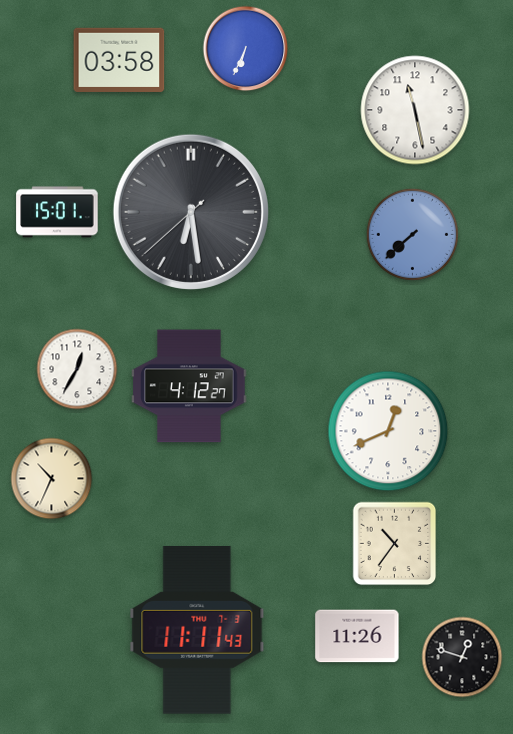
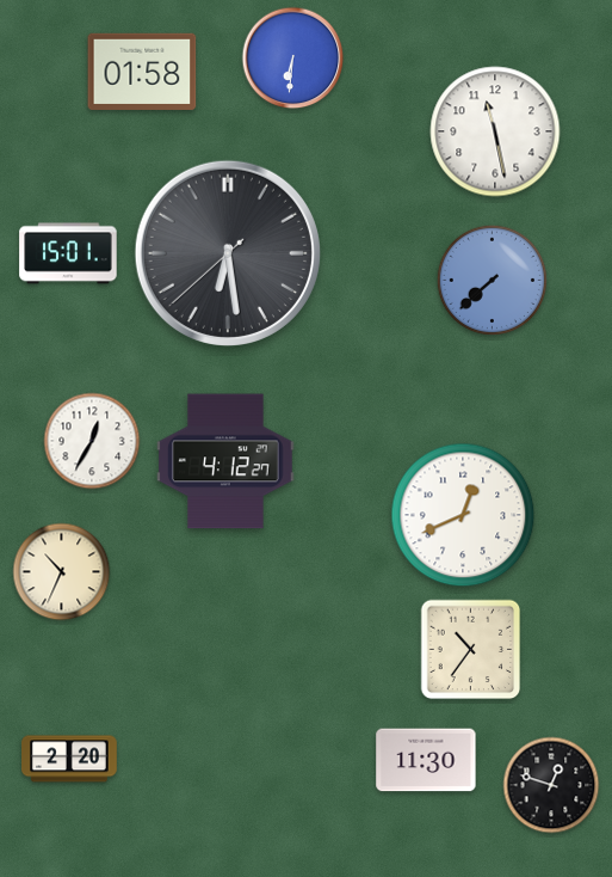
clock at (246, 49): 6:34 -> 6:31
clock at (119, 59): 03:58 -> 01:58
clock at (197, 631): 11:11 -> none
clock at (70, 759): none -> 2:20
clock at (357, 636): 11:26 -> 11:30
